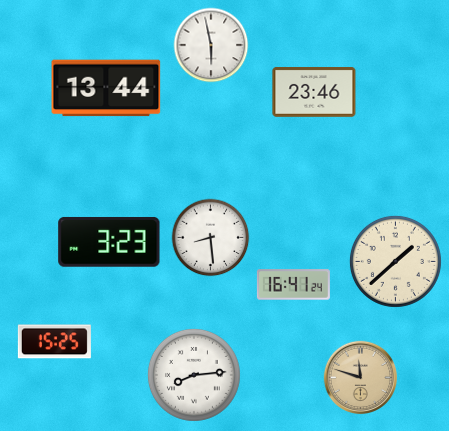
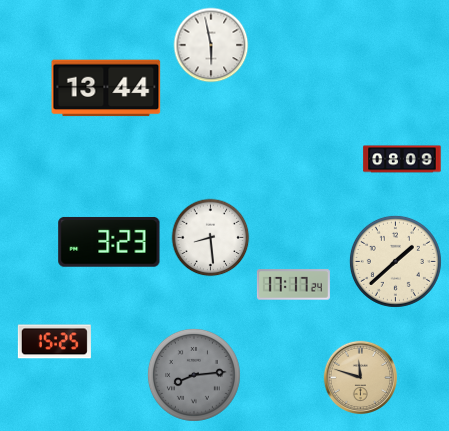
clock at (314, 93): 23:46 -> none
clock at (402, 159): none -> 08:09
clock at (293, 285): 16:41 -> 17:17
clock at (194, 375) dial: white -> grey
